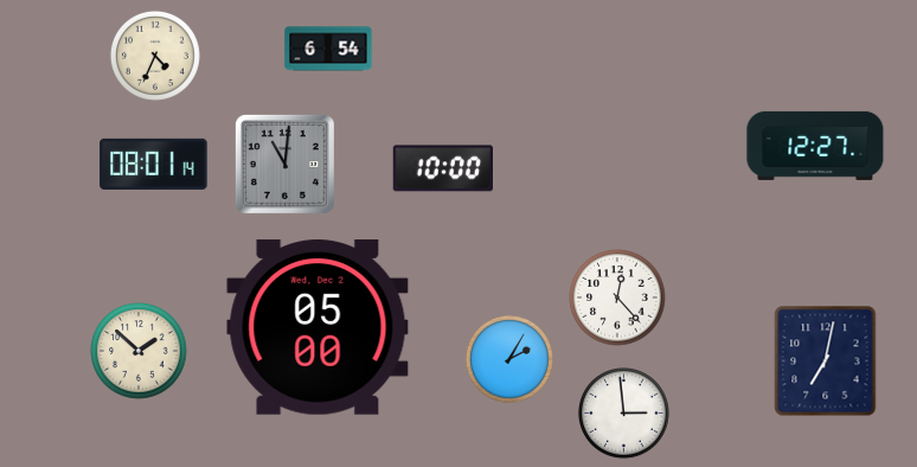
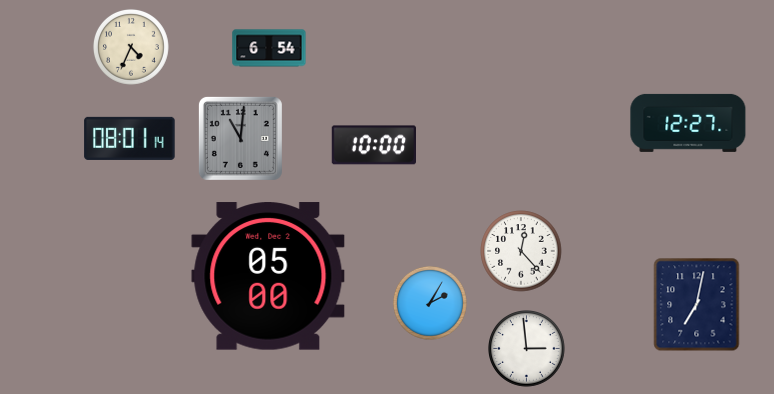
clock at (328, 49) position: (328, 49) -> (269, 48)
clock at (442, 168) position: (442, 168) -> (373, 145)
clock at (139, 351): 1:52 -> none
